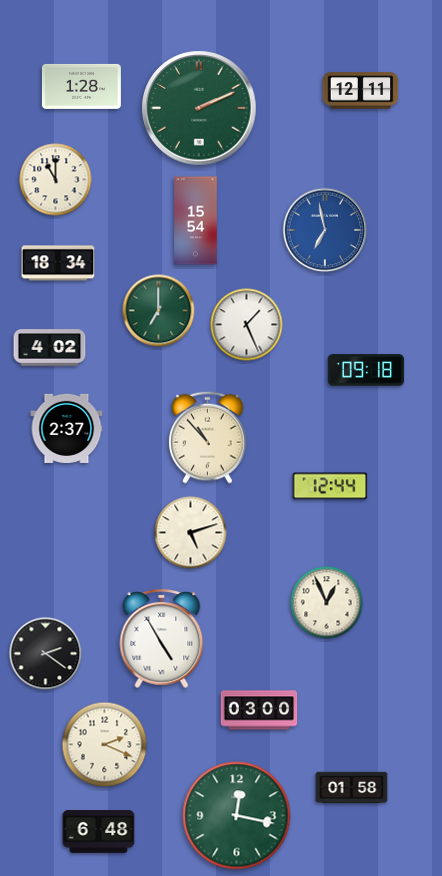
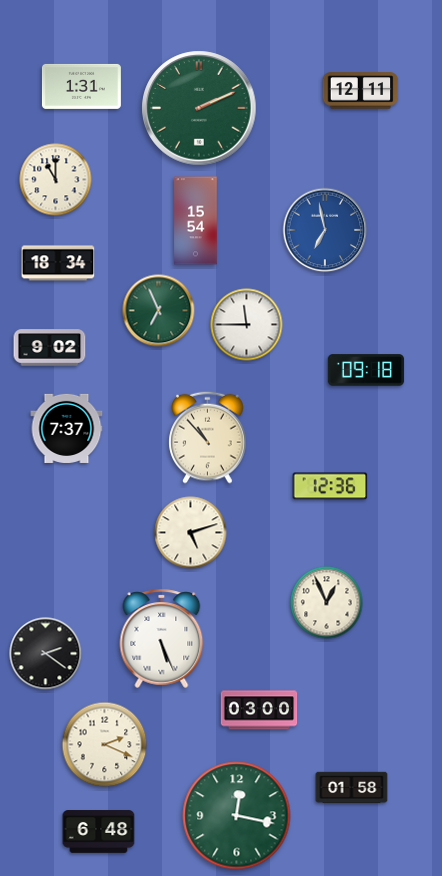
clock at (81, 86): 1:28 -> 1:31
clock at (159, 311): 7:00 -> 6:56
clock at (247, 325): 1:26 -> 11:45
clock at (50, 348): 4:02 -> 9:02
clock at (67, 428): 2:37 -> 7:37
clock at (330, 486): 12:44 -> 12:36
clock at (162, 638): 4:55 -> 5:26
